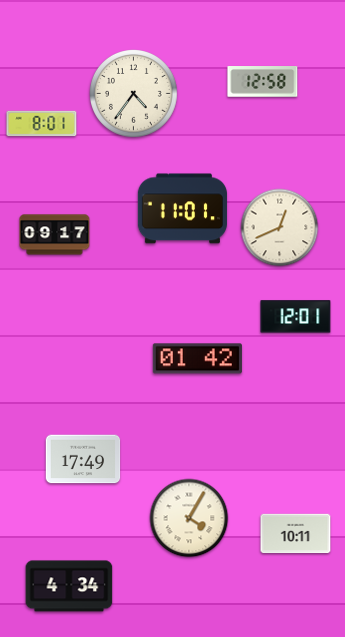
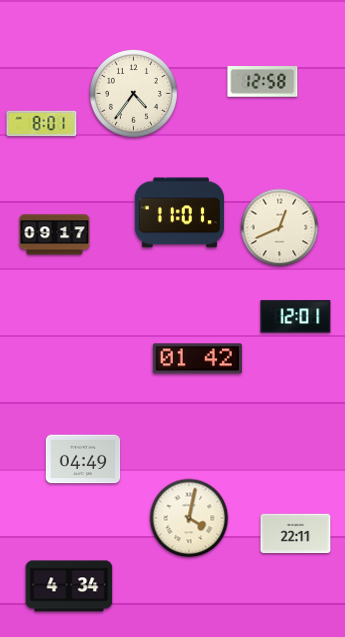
clock at (182, 209) position: (182, 209) -> (179, 213)
clock at (83, 459): 17:49 -> 04:49
clock at (189, 518): 4:05 -> 4:02
clock at (296, 534): 10:11 -> 22:11
